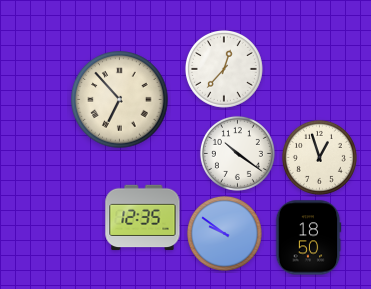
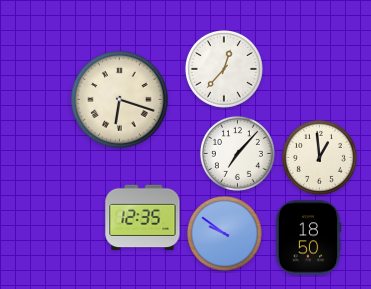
clock at (120, 100): 6:53 -> 6:18
clock at (237, 153): 10:21 -> 7:07
clock at (319, 157): 12:57 -> 12:59
